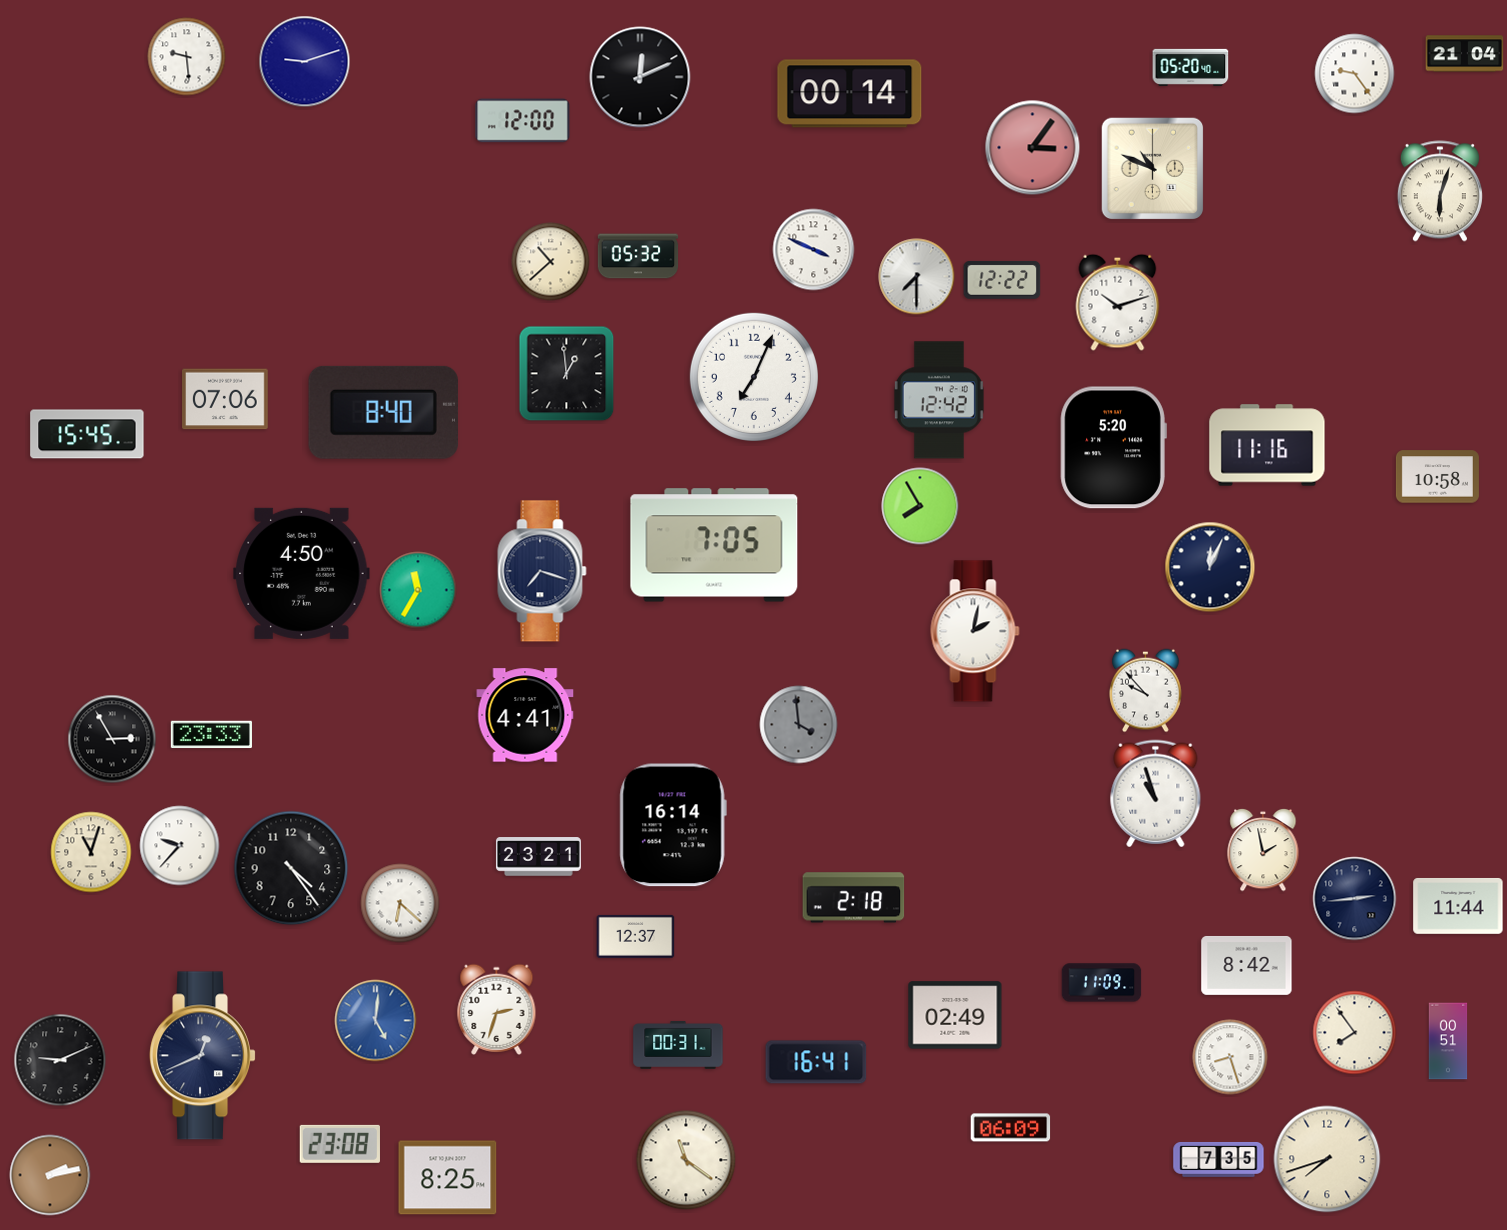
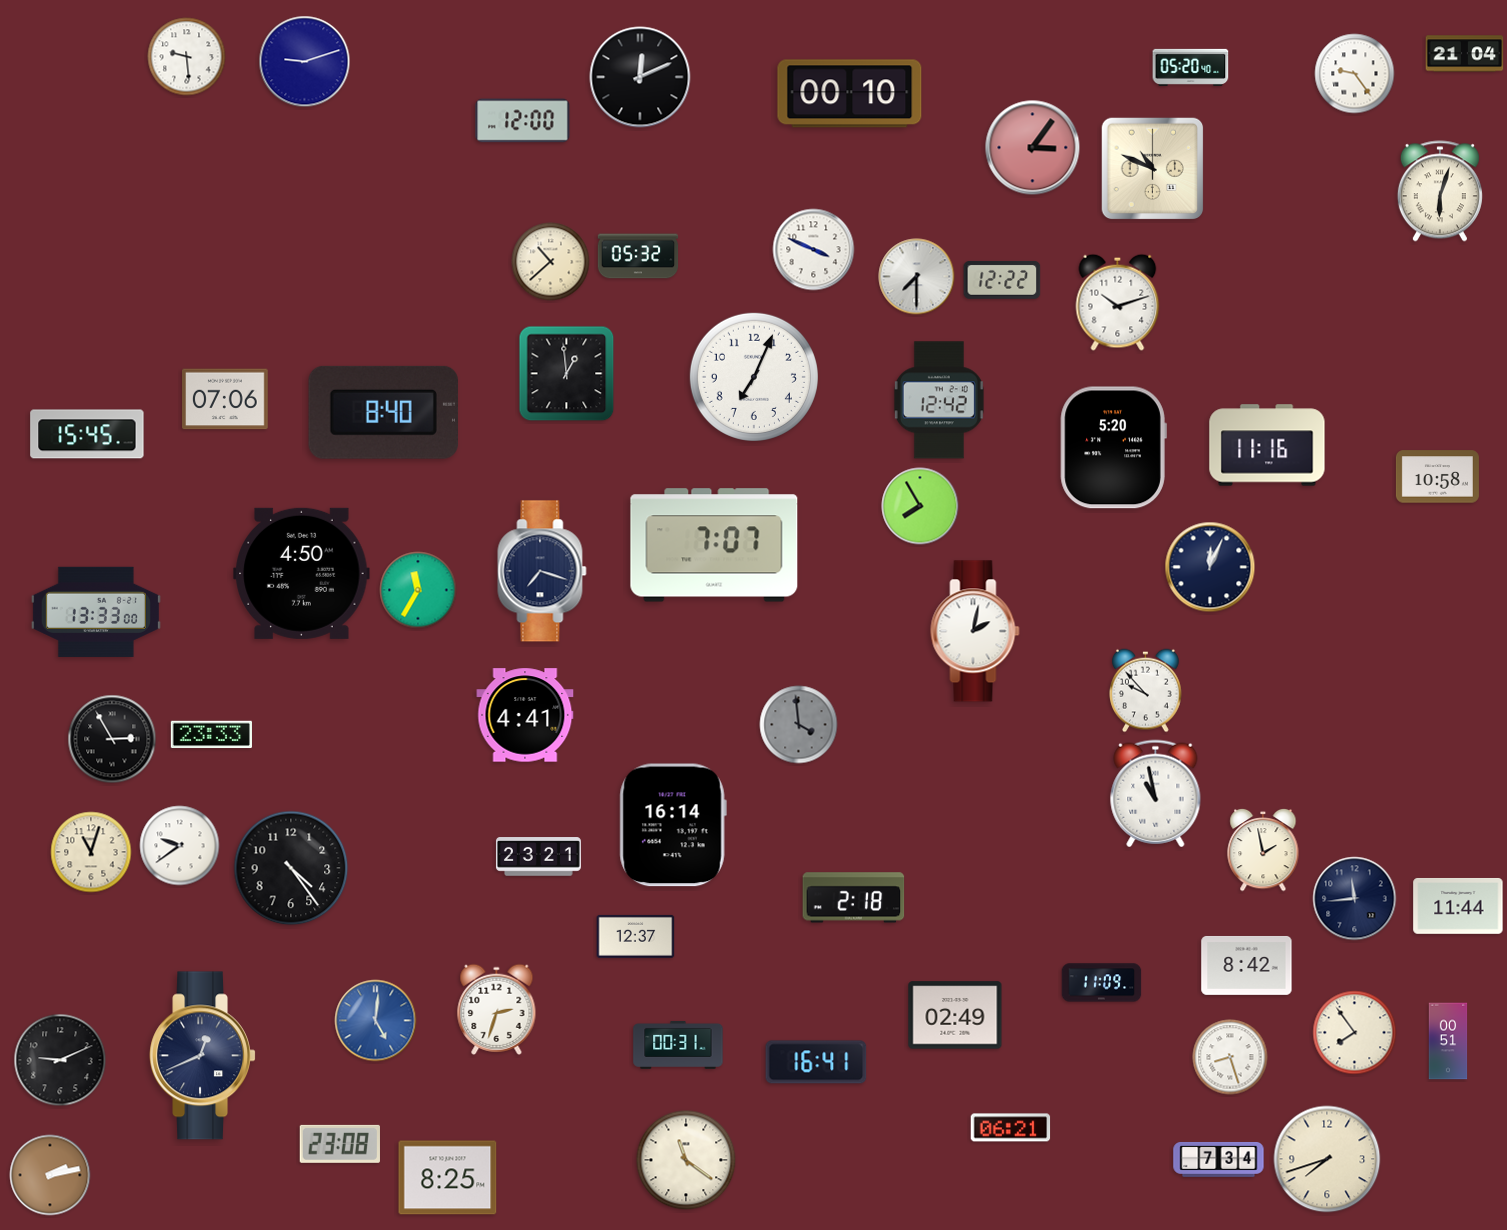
clock at (850, 94): 00:14 -> 00:10
clock at (714, 545): 7:05 -> 7:07
clock at (96, 612): none -> 13:33
clock at (1156, 794): 10:57 -> 10:58
clock at (180, 846): 9:37 -> 9:39
clock at (1355, 899): 2:44 -> 11:44
clock at (400, 903): 6:22 -> none
clock at (1011, 1128): 06:09 -> 06:21
clock at (1219, 1159): 7:35 -> 7:34
